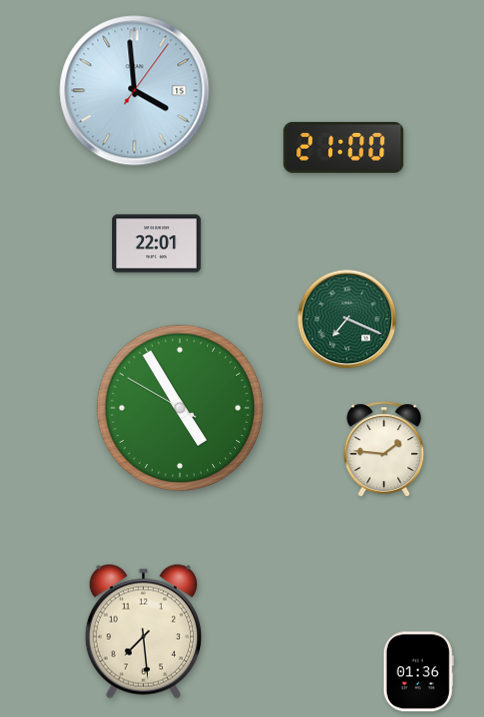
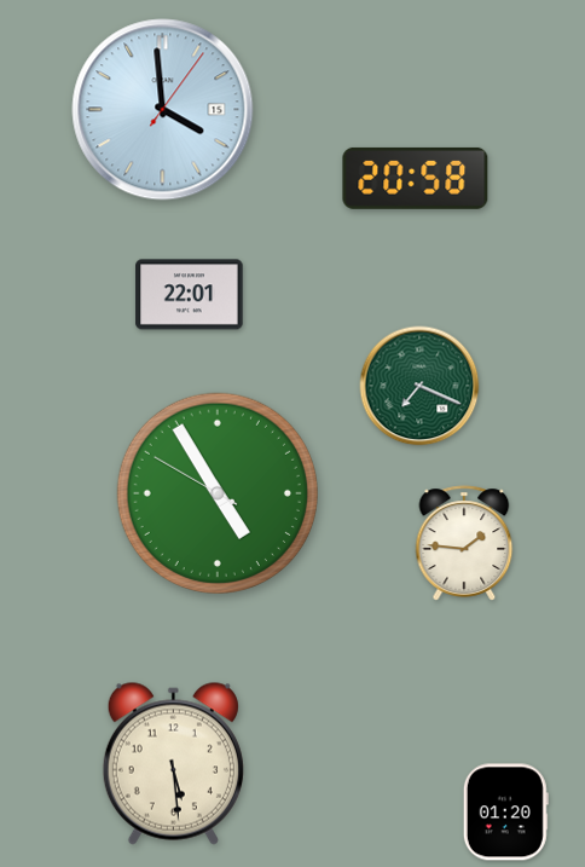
clock at (344, 147): 21:00 -> 20:58
clock at (143, 631): 7:29 -> 5:29
clock at (418, 672): 01:36 -> 01:20
